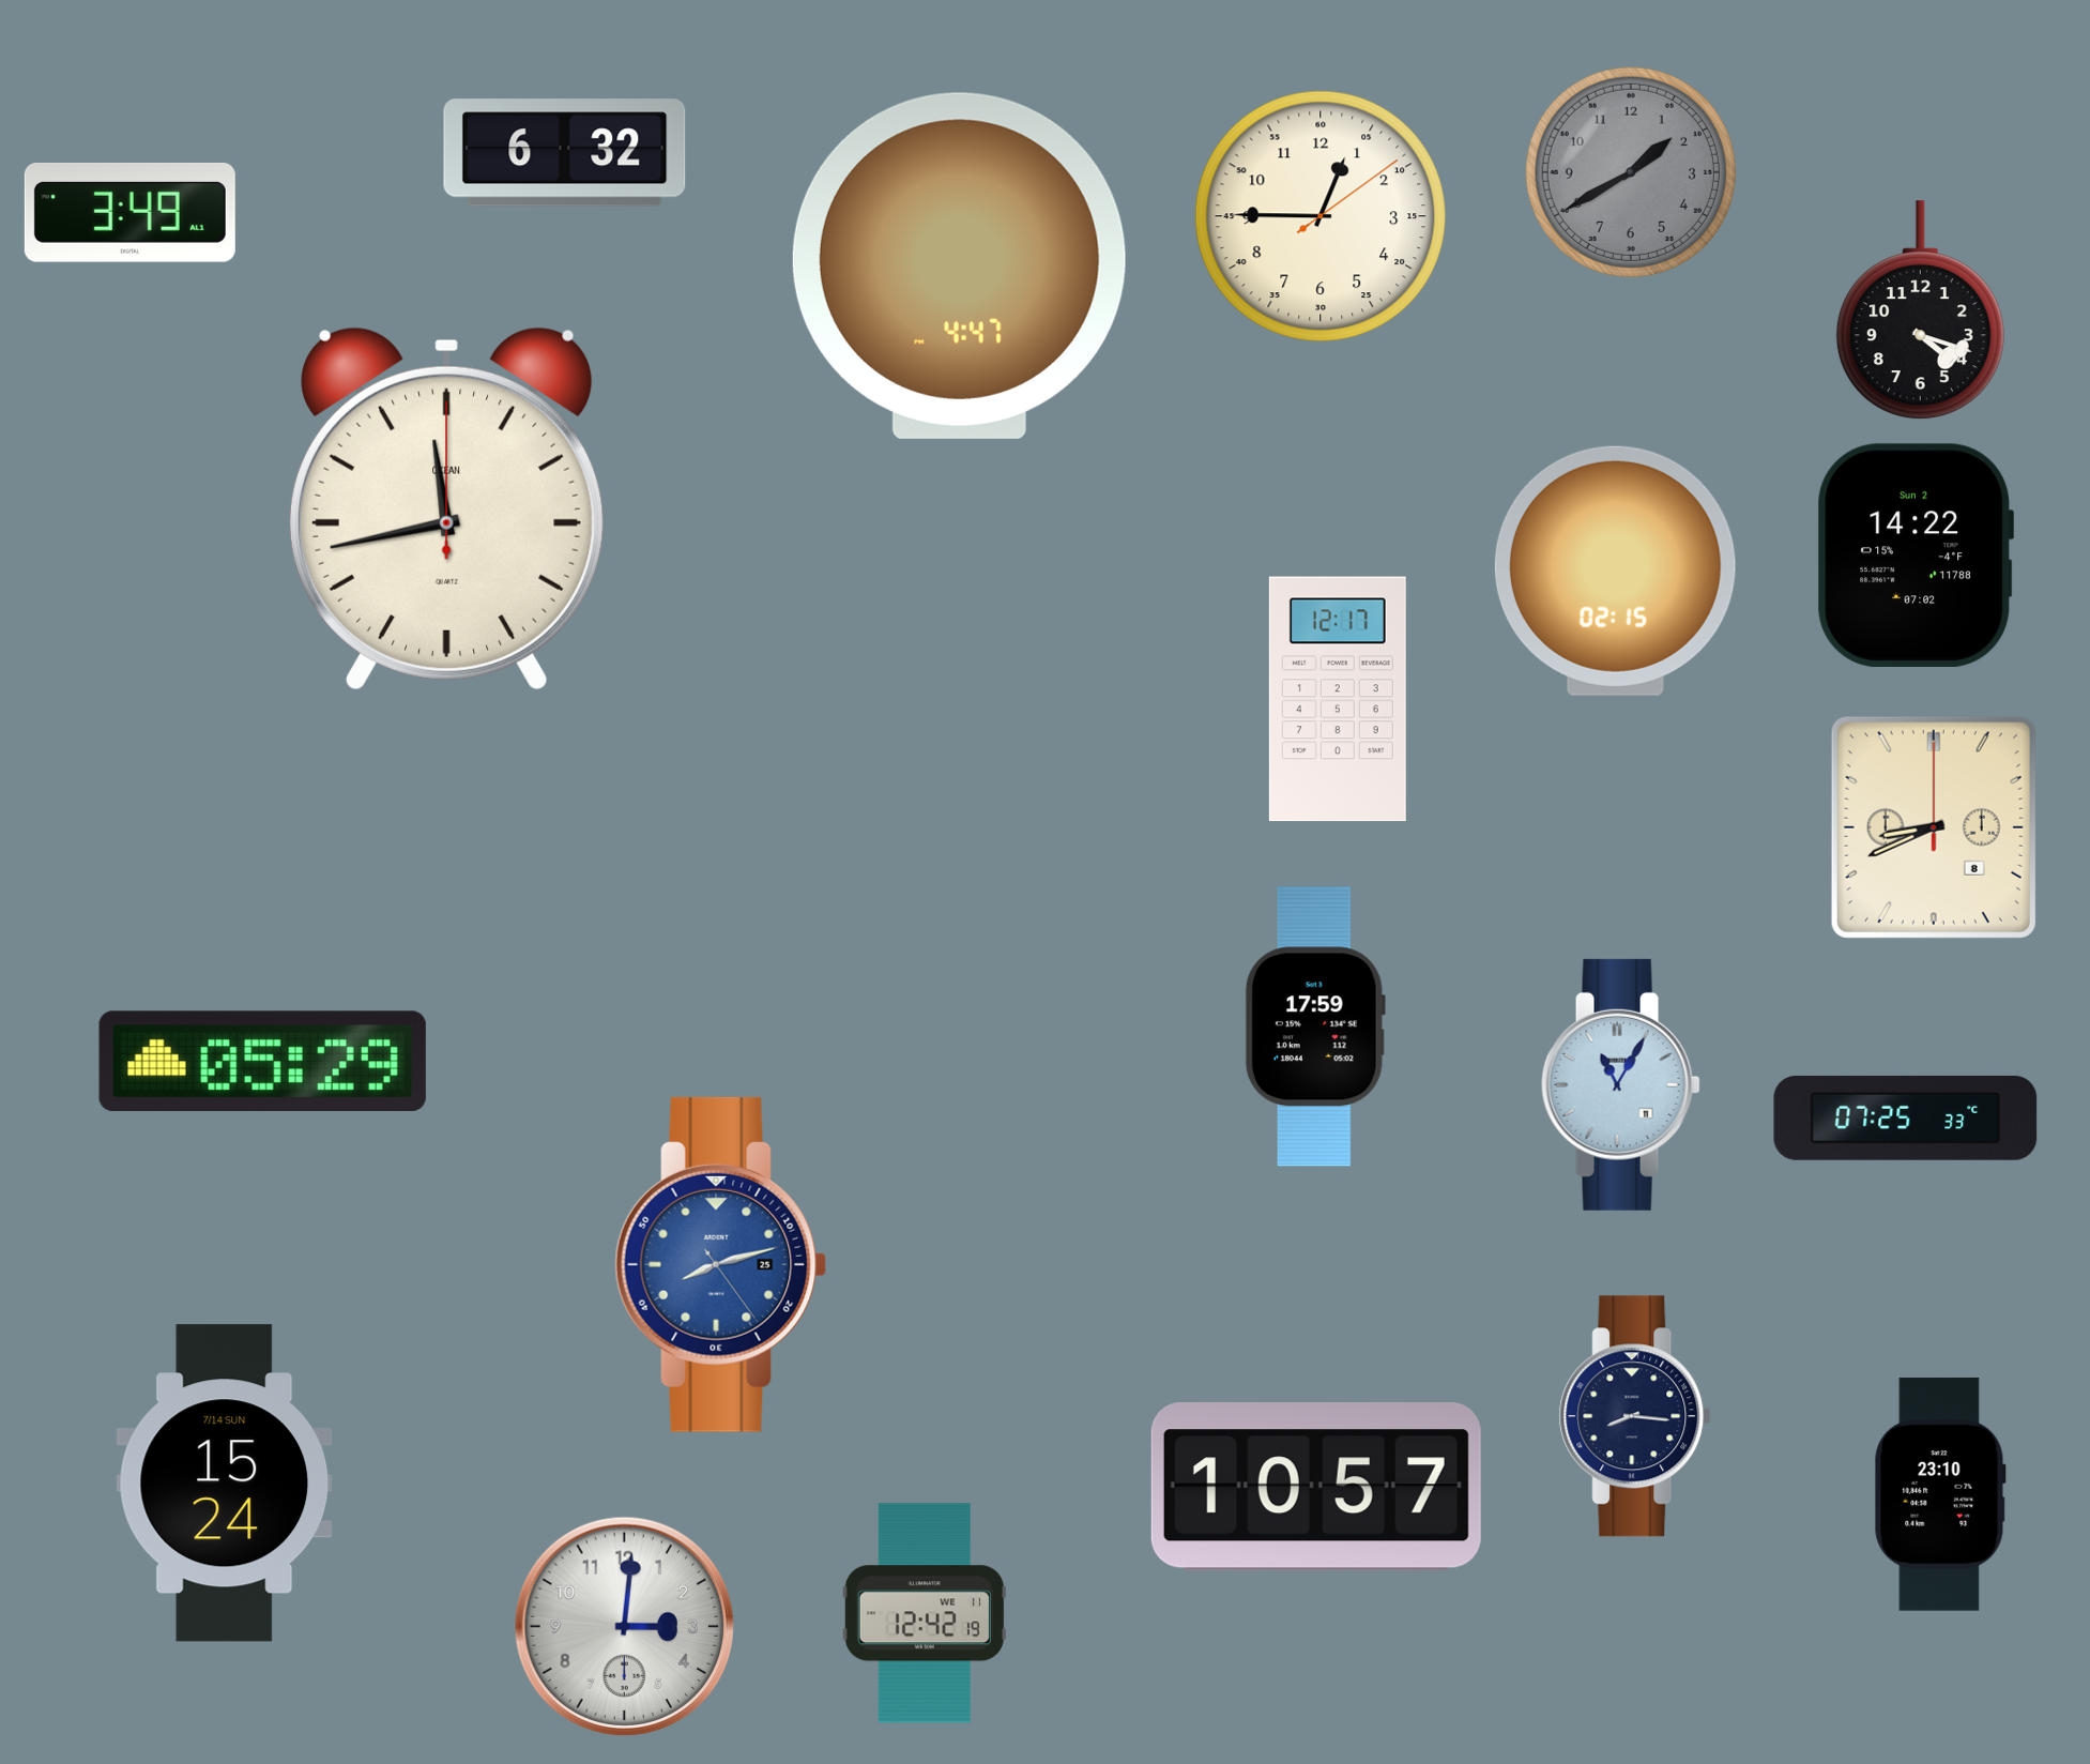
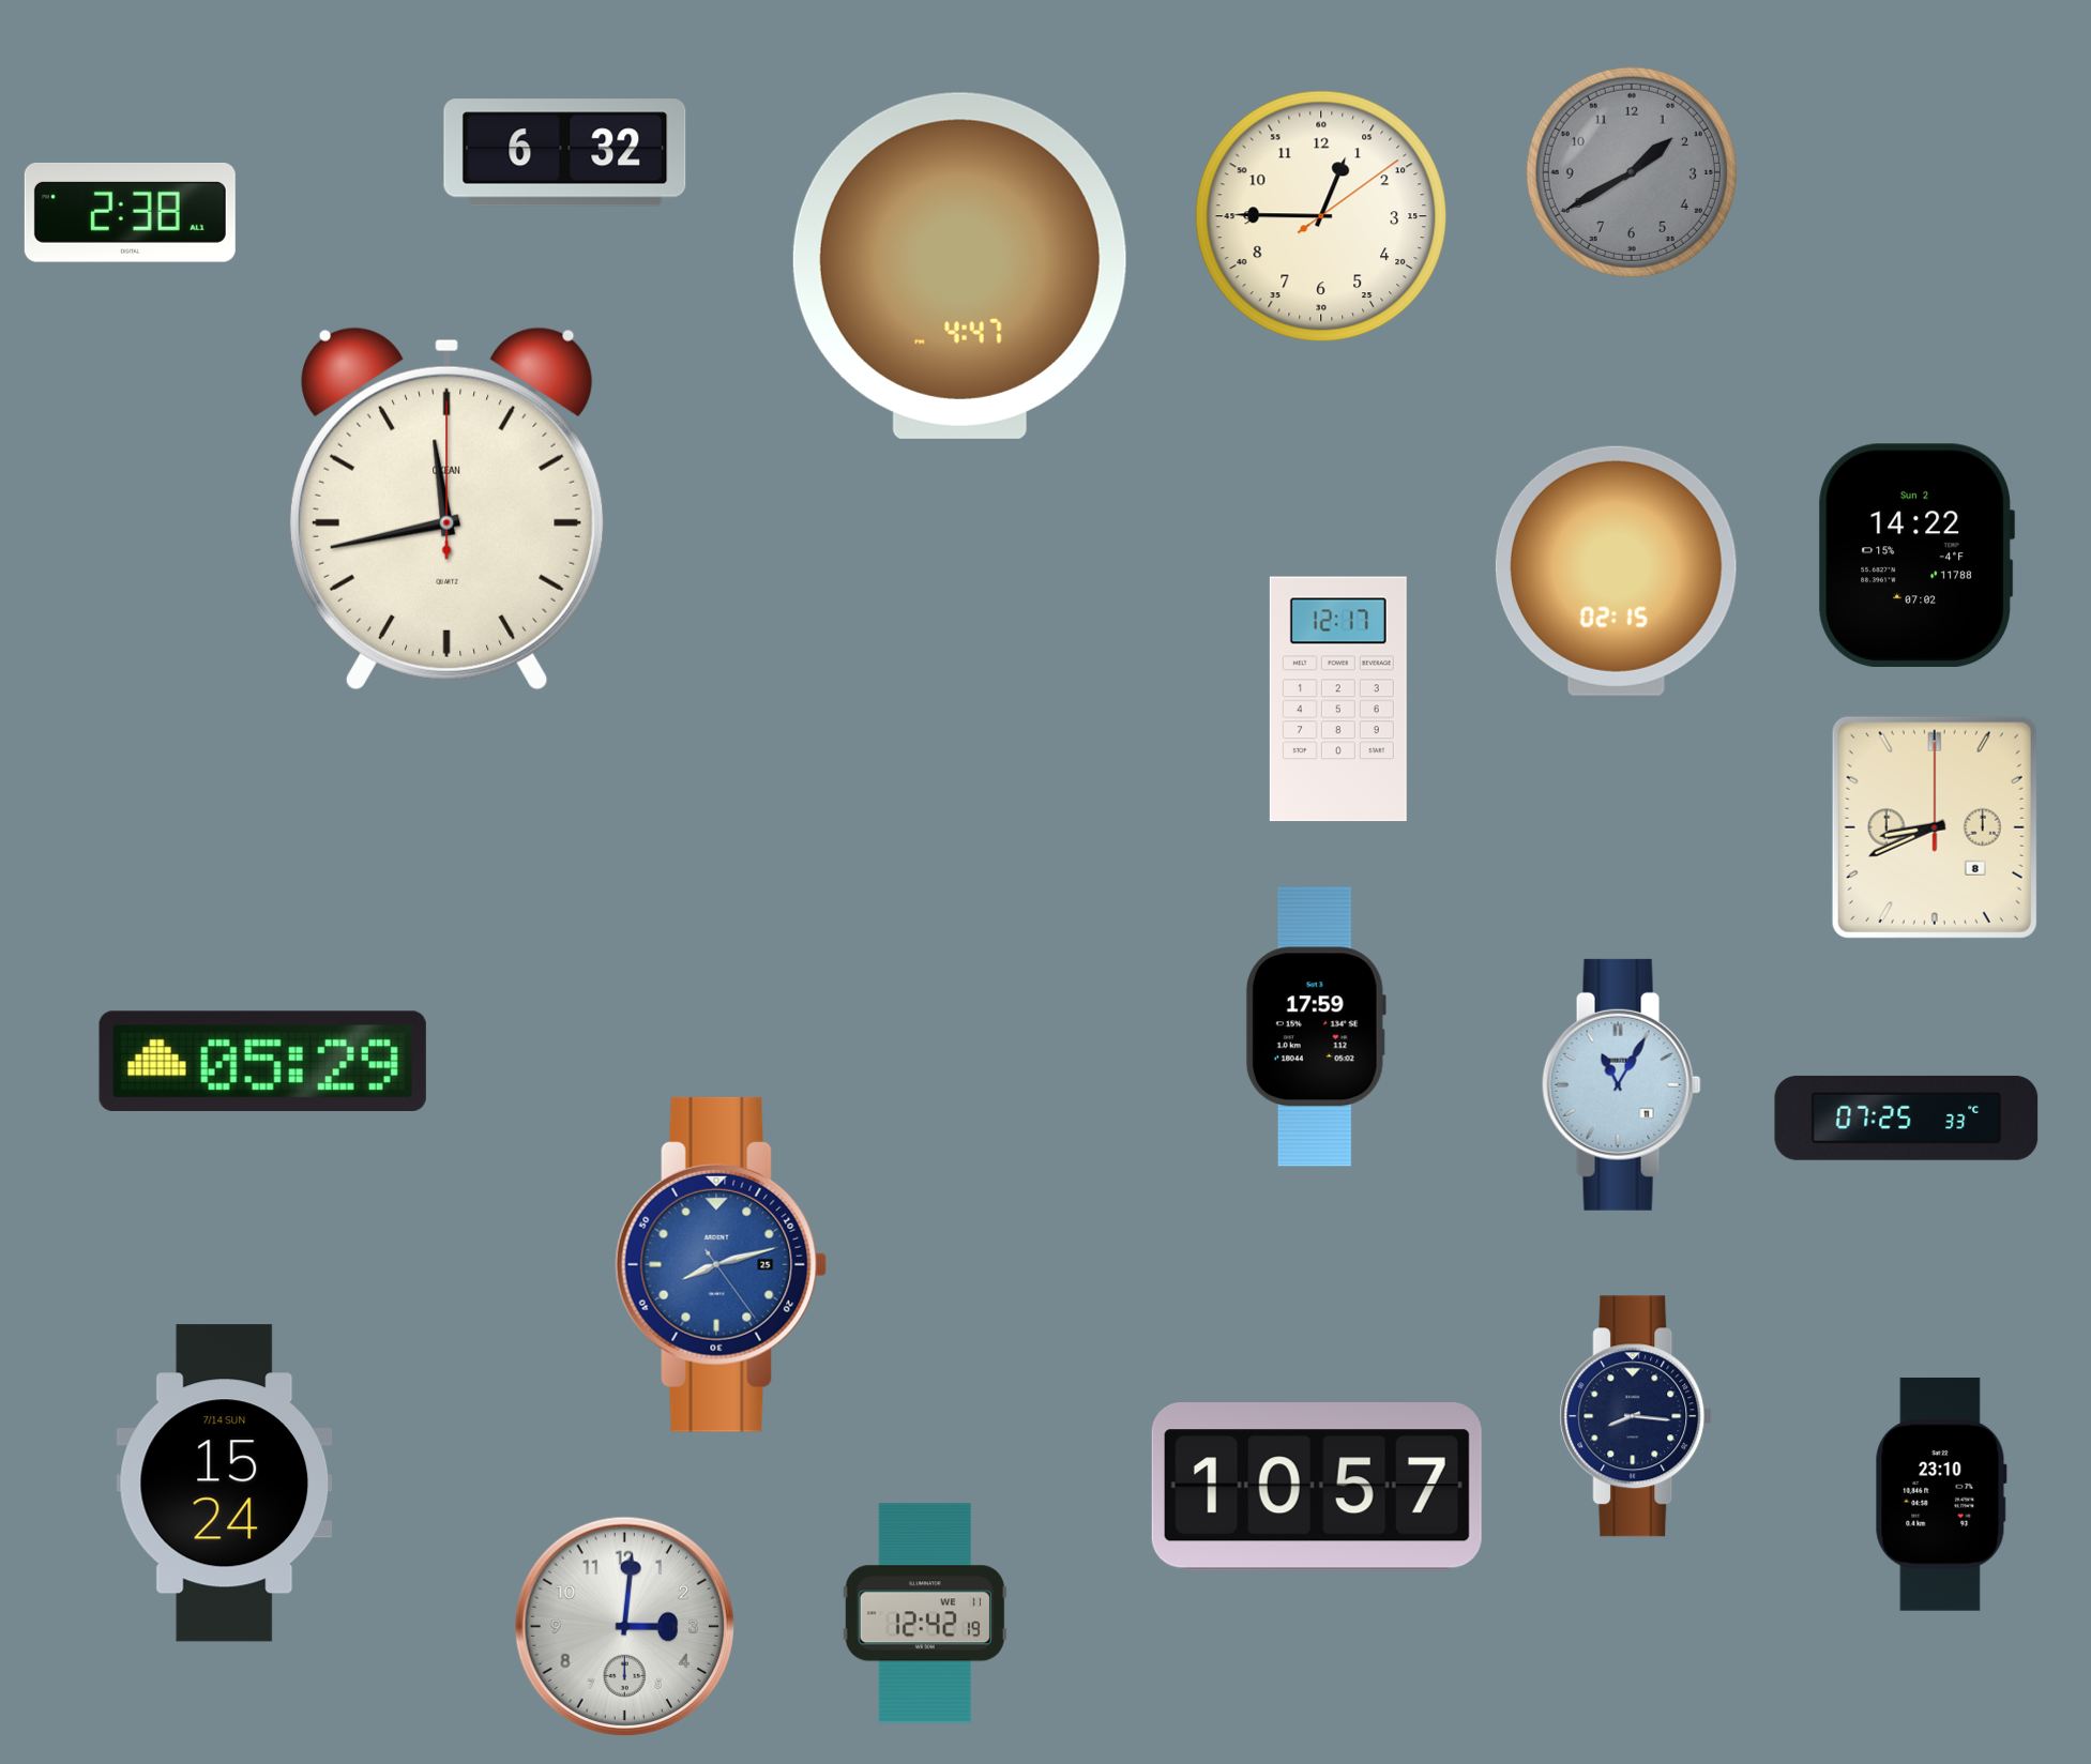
clock at (129, 212): 3:49 -> 2:38
clock at (1920, 310): 4:18 -> none
